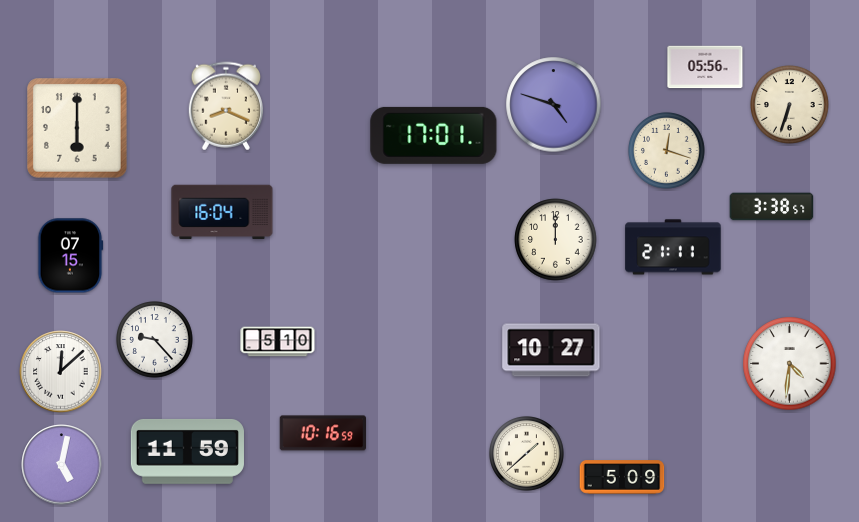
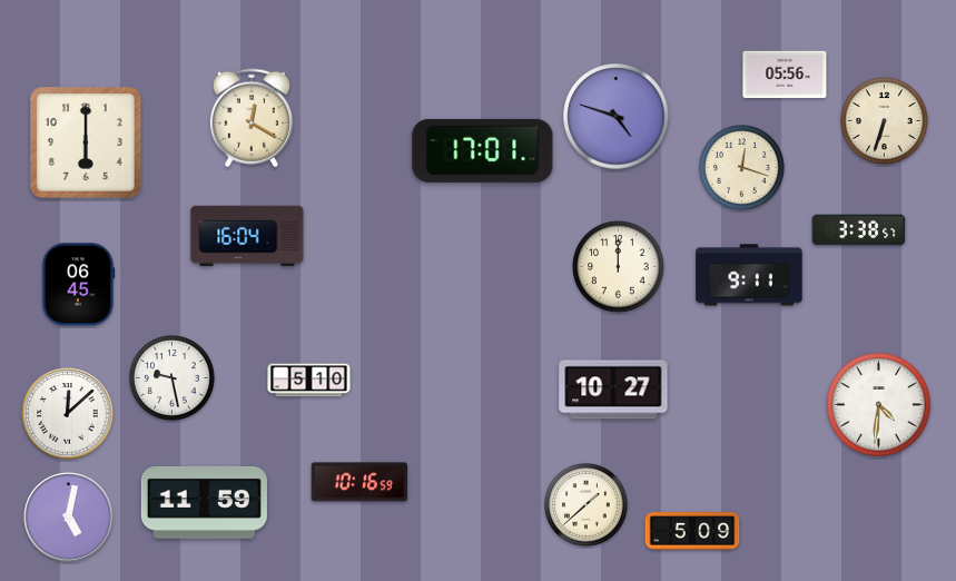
clock at (790, 105) position: (790, 105) -> (885, 121)
clock at (226, 106): 8:19 -> 12:20
clock at (673, 247): 21:11 -> 9:11
clock at (70, 256): 07:15 -> 06:45
clock at (155, 340): 9:23 -> 9:28
clock at (187, 451) position: (187, 451) -> (204, 502)
